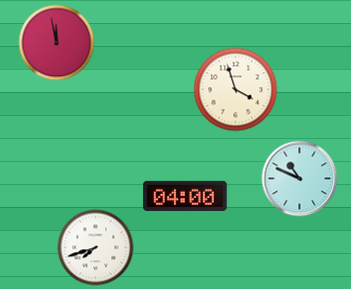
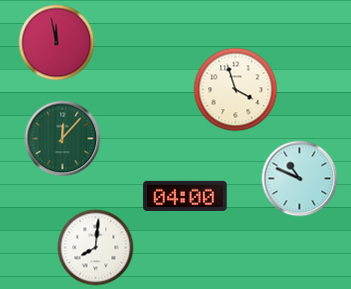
clock at (63, 139): none -> 12:07
clock at (96, 248): 7:42 -> 8:01
